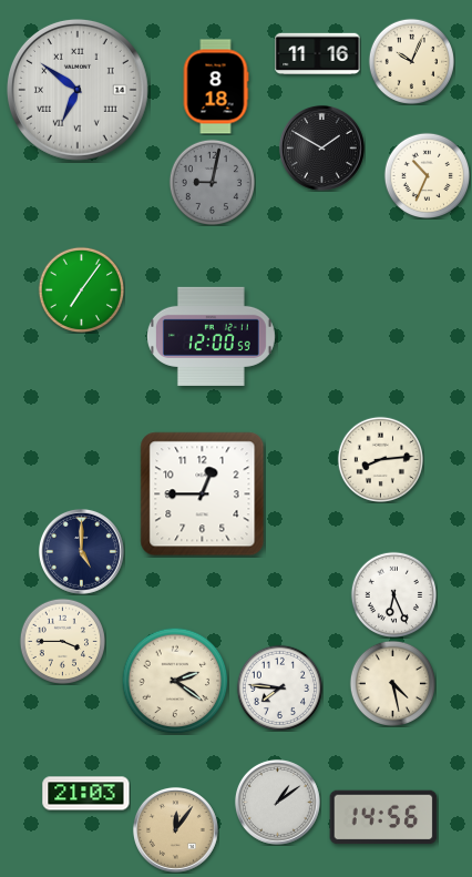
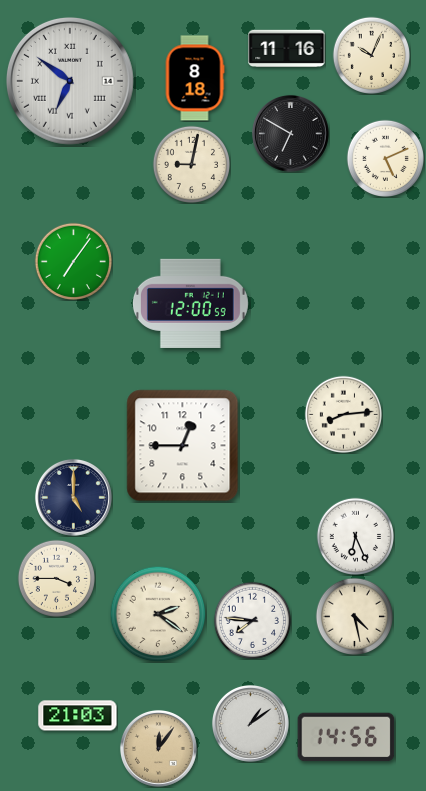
clock at (321, 147): 1:50 -> 6:50
clock at (427, 175): 10:34 -> 5:11
clock at (212, 182) dial: grey -> cream
